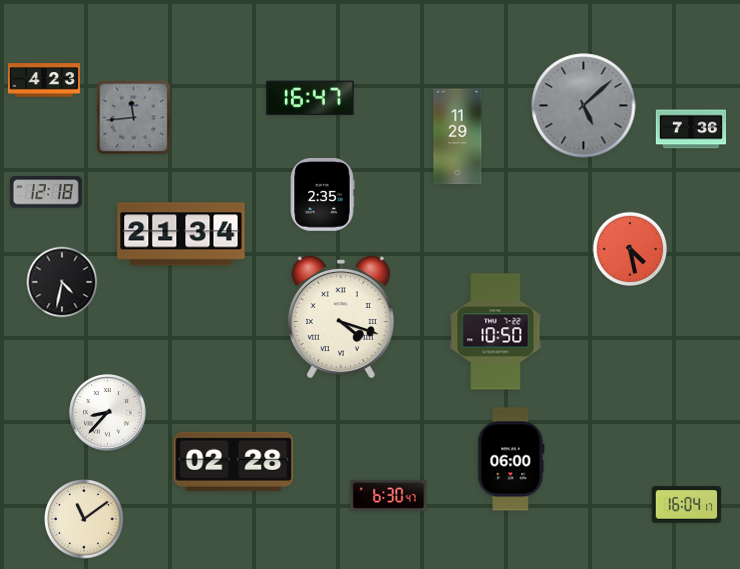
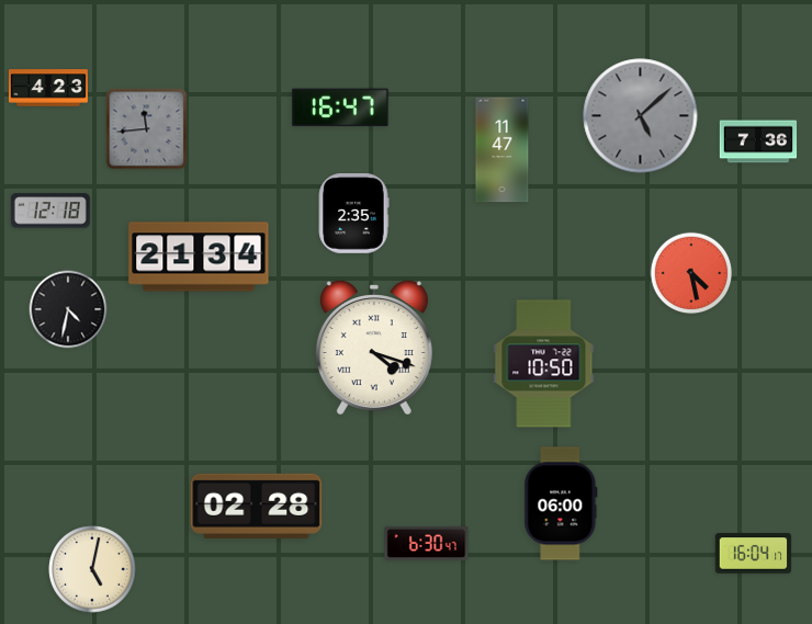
clock at (458, 137): 11:29 -> 11:47
clock at (108, 413): 8:37 -> none
clock at (84, 519): 11:09 -> 5:02
